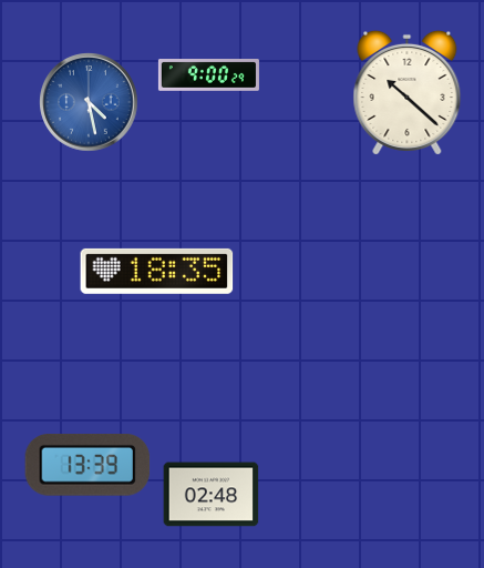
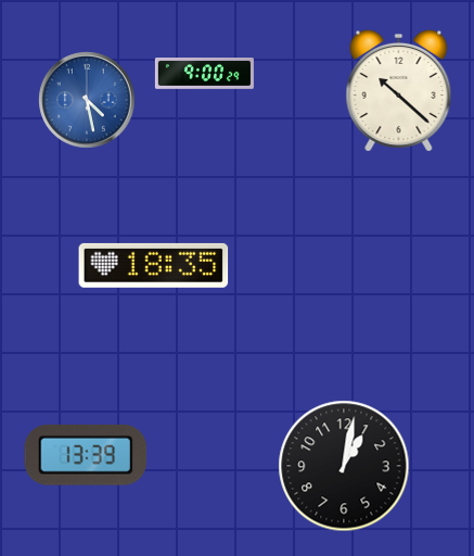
clock at (344, 466): none -> 1:02
clock at (212, 495): 02:48 -> none
